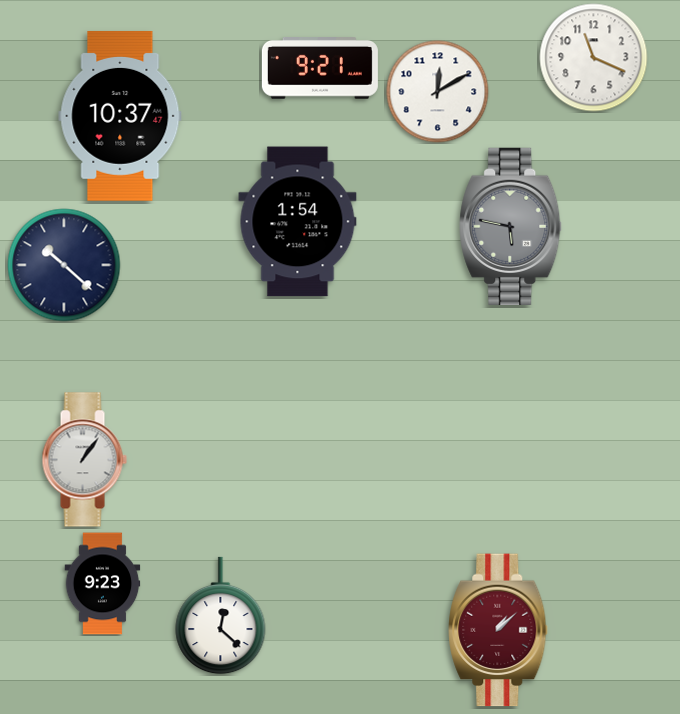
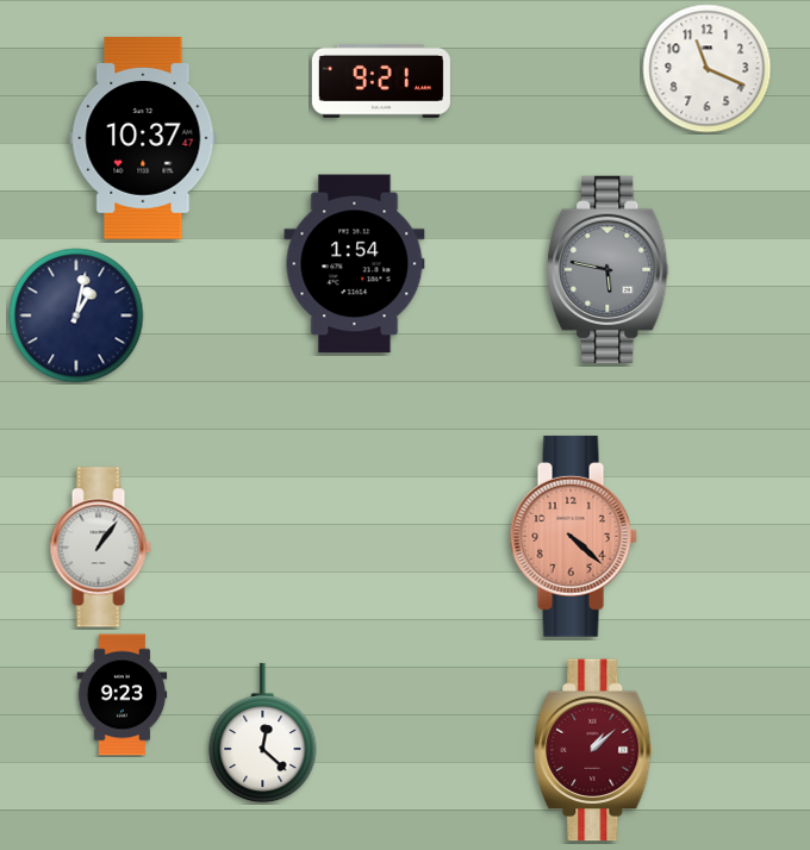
clock at (438, 92): 12:10 -> none
clock at (64, 265): 10:22 -> 1:02
clock at (573, 536): none -> 4:22
